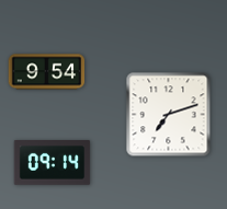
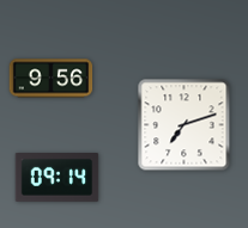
clock at (47, 72): 9:54 -> 9:56
